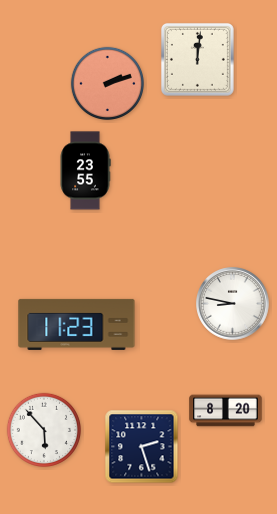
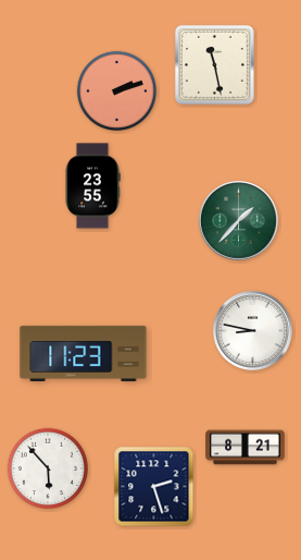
clock at (197, 59): 12:01 -> 11:28
clock at (239, 221): none -> 1:37
clock at (226, 411): 8:20 -> 8:21
